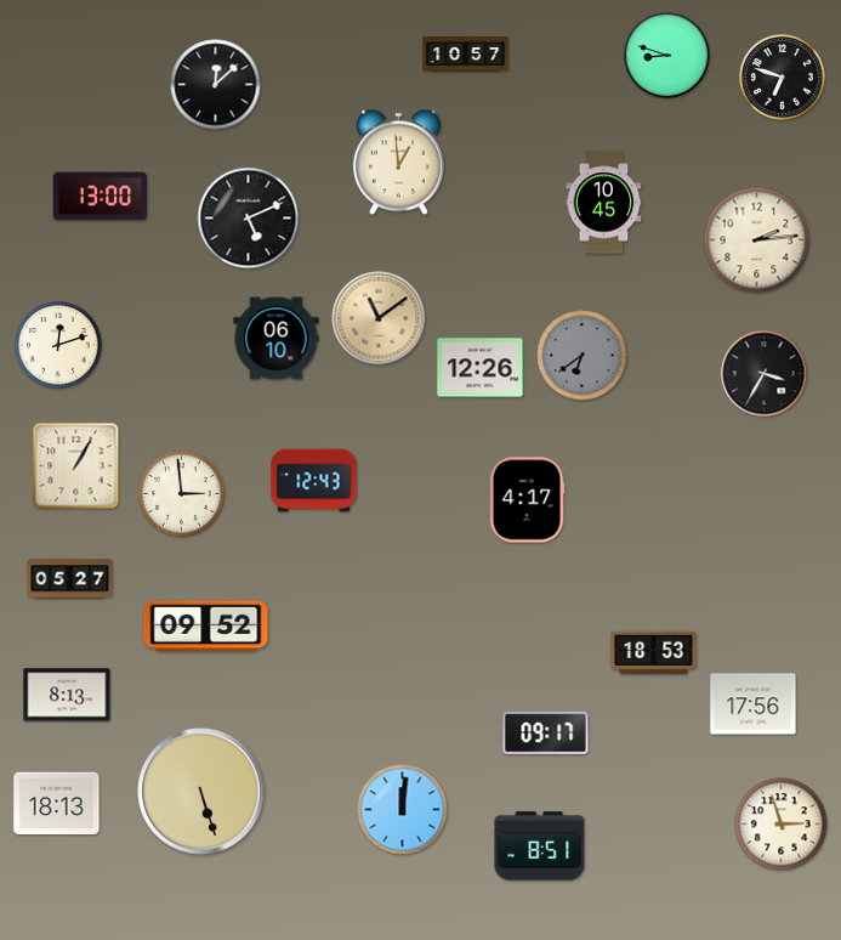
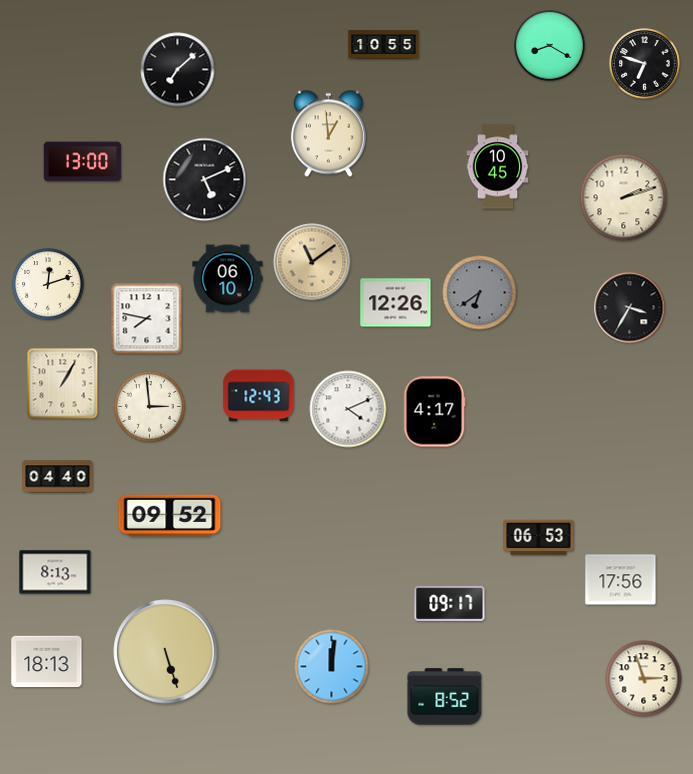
clock at (466, 55): 10:57 -> 10:55
clock at (667, 56): 8:48 -> 8:20
clock at (216, 85): 12:08 -> 7:08
clock at (757, 240): 2:14 -> 2:12
clock at (147, 319): none -> 7:47
clock at (348, 409): none -> 4:11
clock at (70, 579): 05:27 -> 04:40
clock at (654, 653): 18:53 -> 06:53
clock at (540, 846): 8:51 -> 8:52
